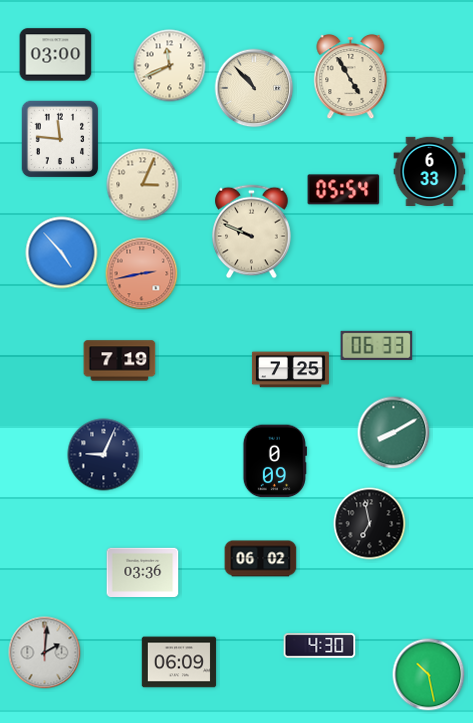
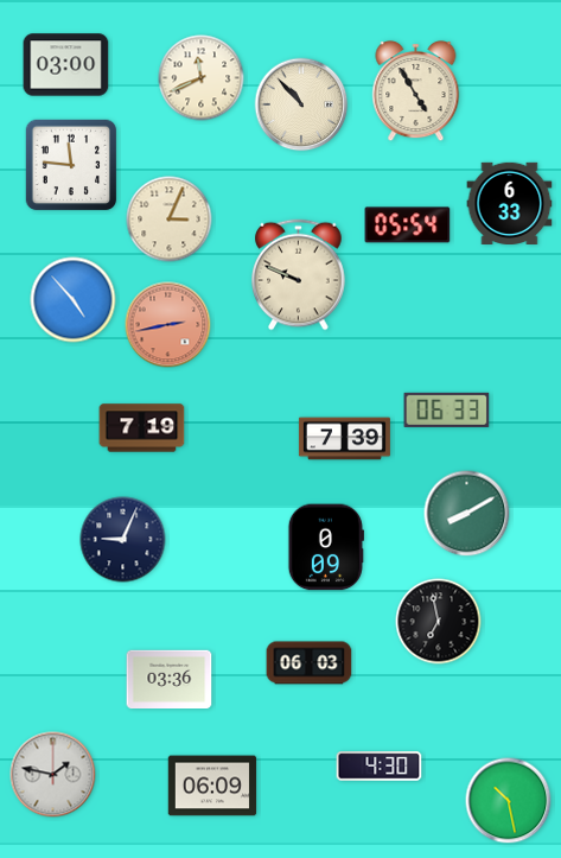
clock at (290, 370): 7:25 -> 7:39
clock at (261, 559): 06:02 -> 06:03
clock at (45, 653): 2:01 -> 1:47
